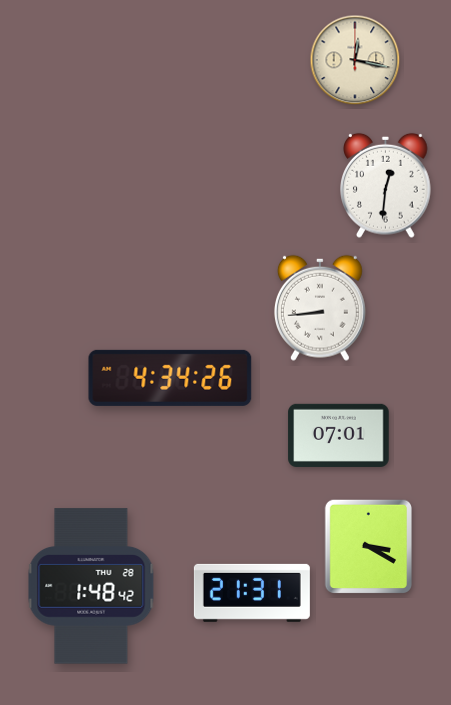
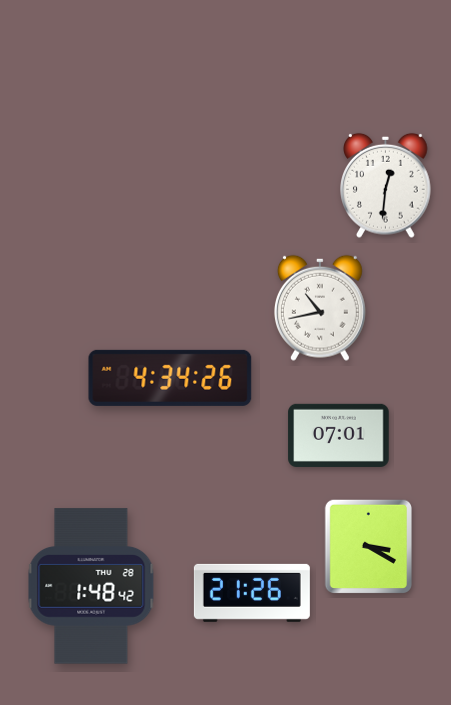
clock at (355, 60): 12:17 -> none
clock at (320, 308): 8:44 -> 10:43
clock at (252, 593): 21:31 -> 21:26
